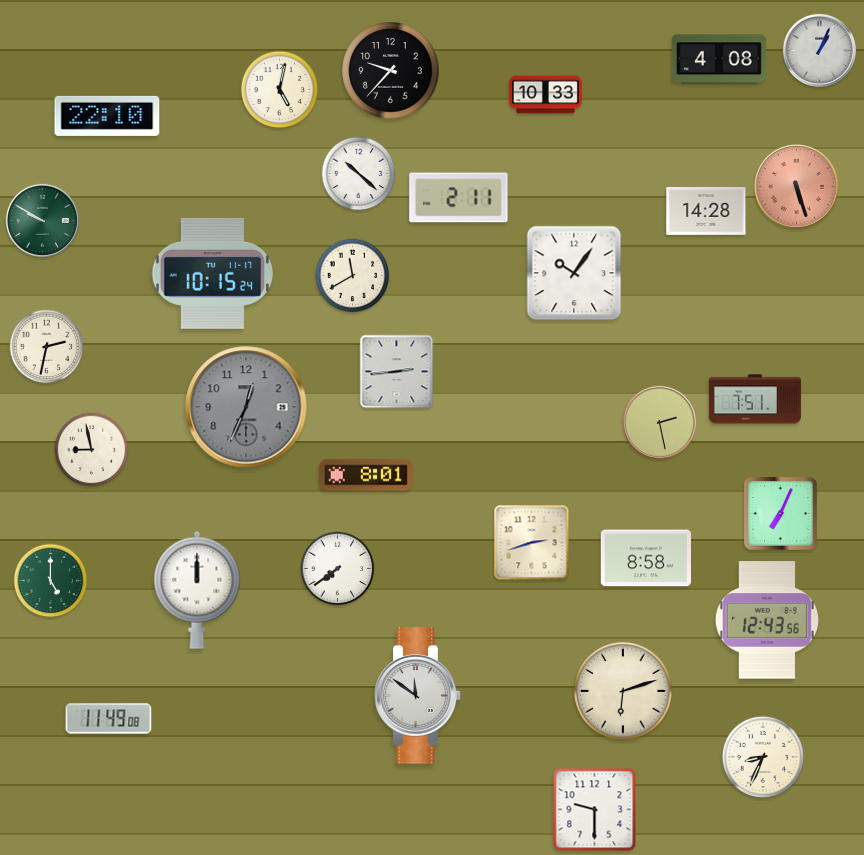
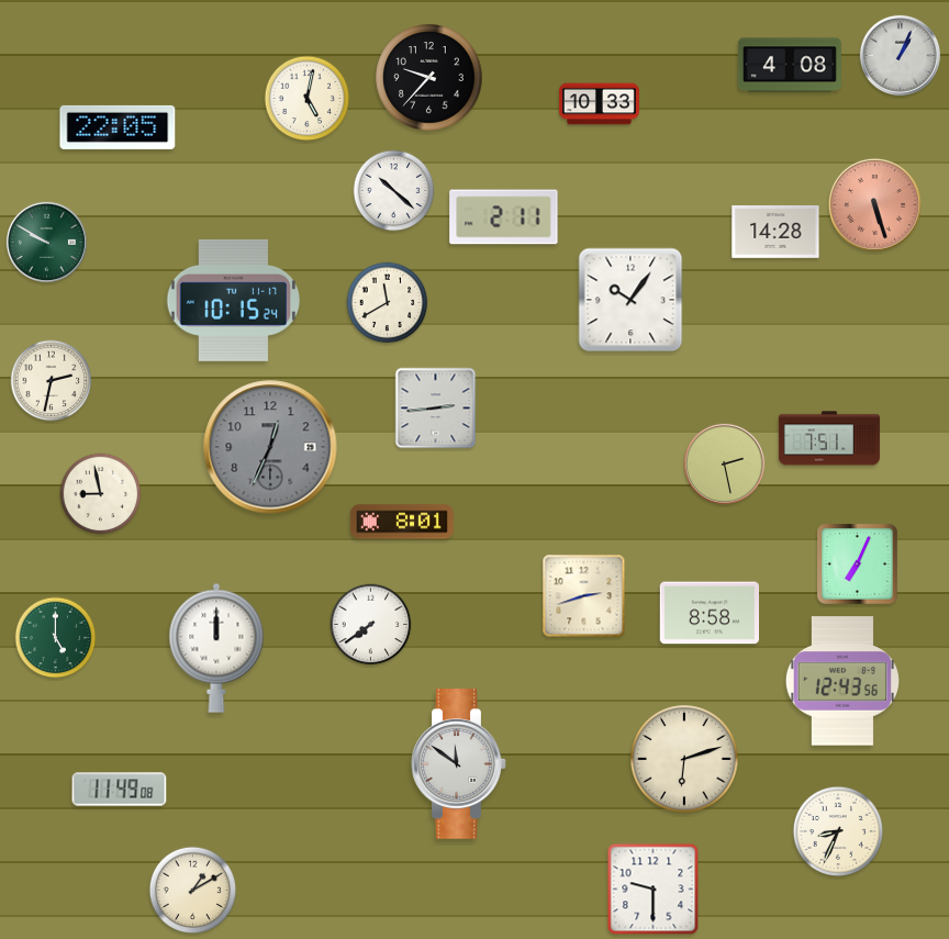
clock at (107, 116): 22:10 -> 22:05
clock at (193, 891): none -> 1:10
